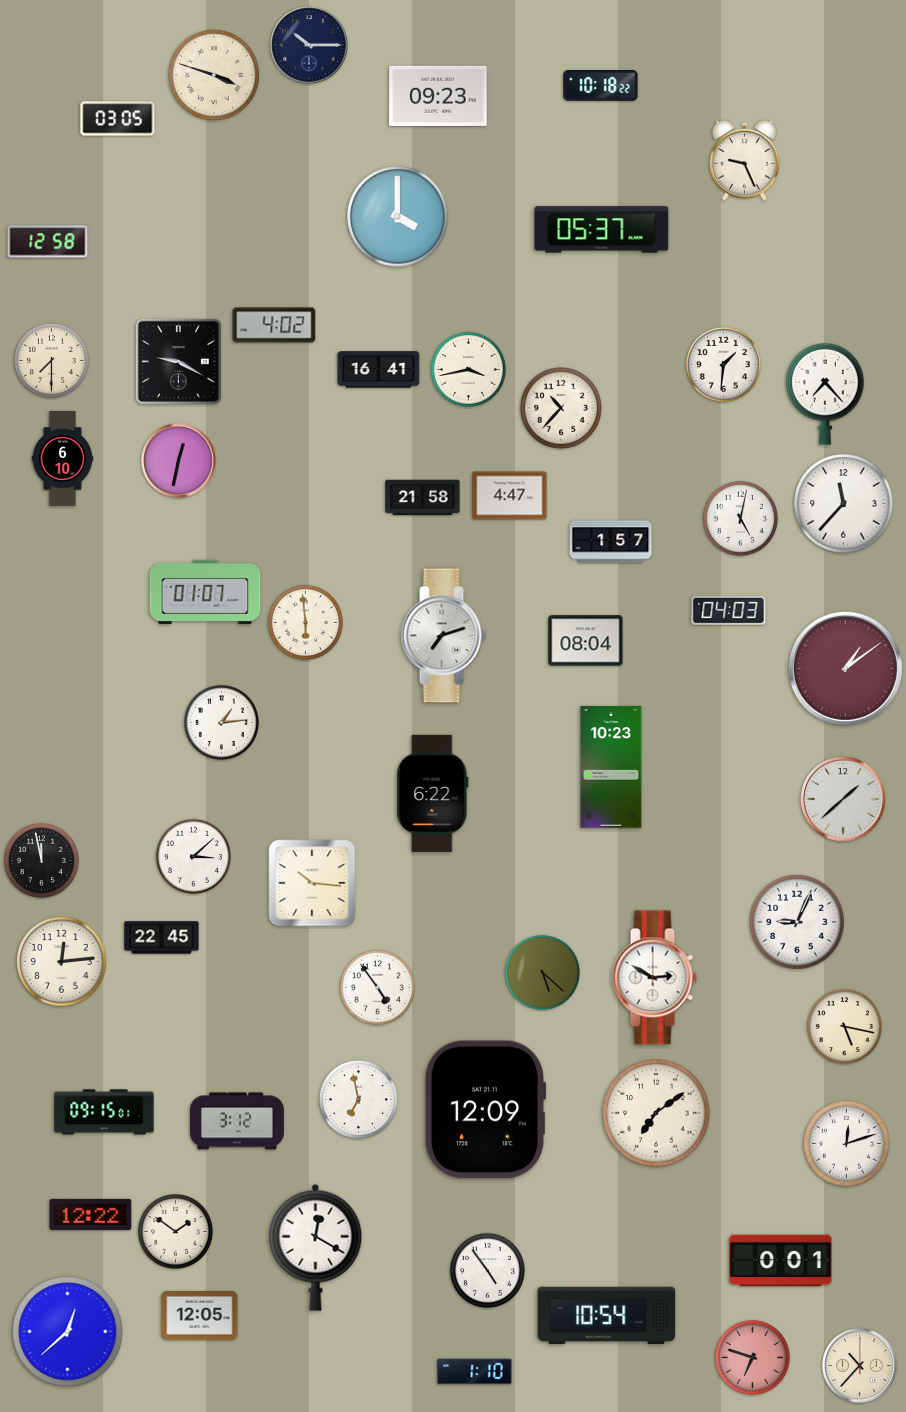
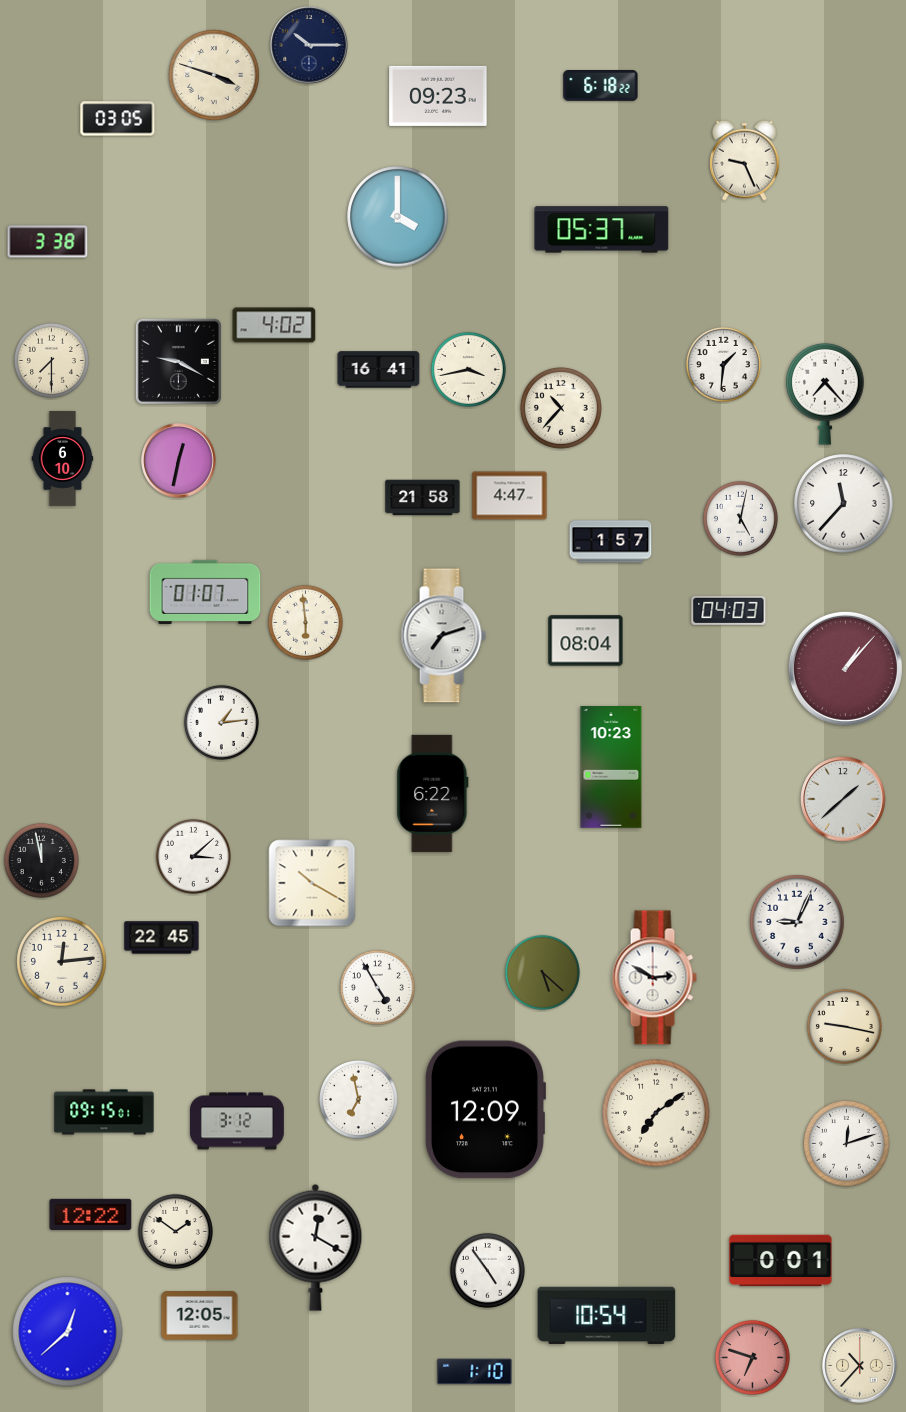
clock at (601, 86): 10:18 -> 6:18
clock at (48, 242): 12:58 -> 3:38
clock at (845, 668): 1:09 -> 1:07
clock at (312, 883): 10:16 -> 10:20
clock at (377, 987): 4:54 -> 4:55
clock at (844, 1026): 5:17 -> 9:17
